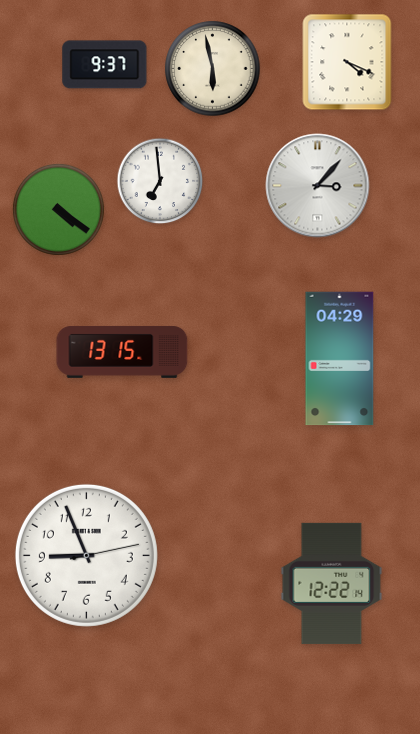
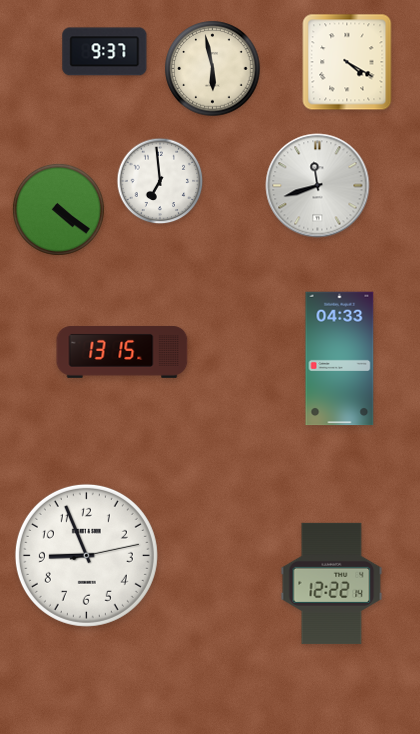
clock at (347, 62): 4:19 -> 4:20
clock at (105, 65) position: (105, 65) -> (105, 52)
clock at (318, 186): 3:07 -> 11:42
clock at (340, 359): 04:29 -> 04:33
